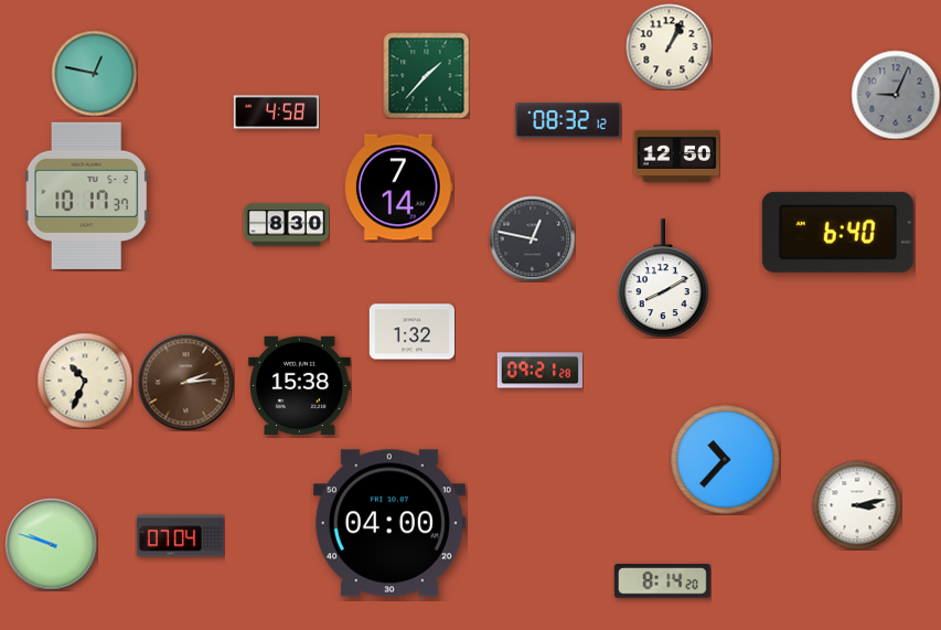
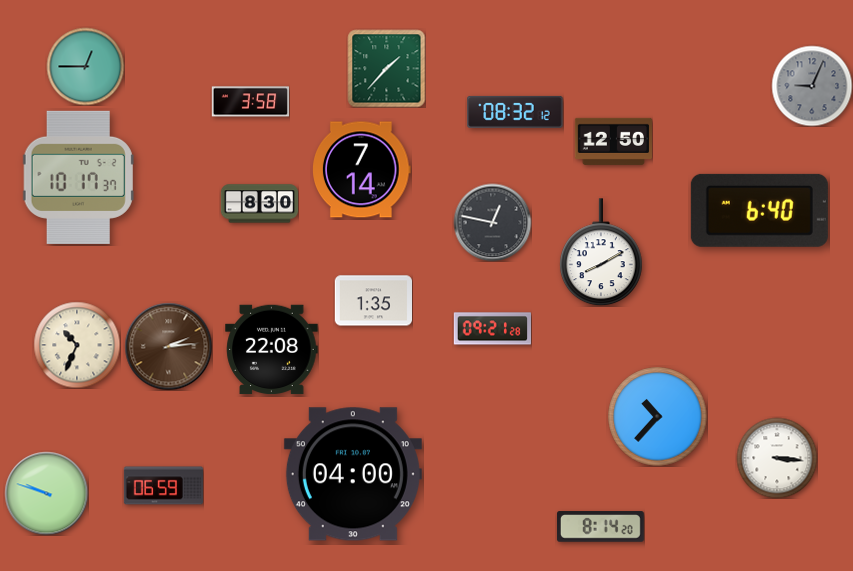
clock at (669, 46): 1:04 -> none
clock at (94, 73): 12:47 -> 12:45
clock at (276, 113): 4:58 -> 3:58
clock at (568, 120) position: (568, 120) -> (515, 112)
clock at (532, 238) position: (532, 238) -> (492, 222)
clock at (411, 332): 1:32 -> 1:35
clock at (539, 371) position: (539, 371) -> (492, 329)
clock at (300, 386): 15:38 -> 22:08
clock at (857, 505): 3:13 -> 3:16
clock at (180, 536): 07:04 -> 06:59
